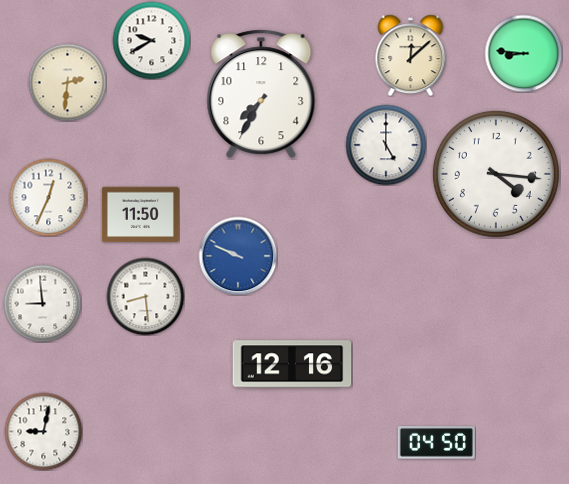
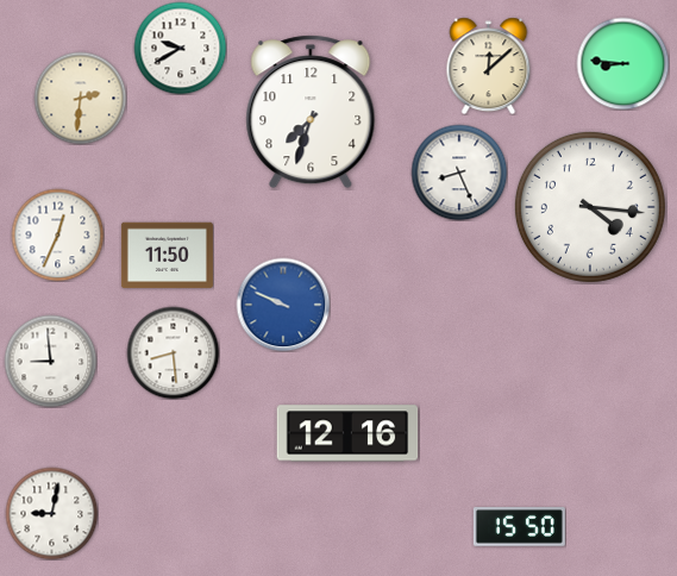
clock at (261, 94): 7:35 -> 7:33
clock at (386, 145): 5:00 -> 8:26
clock at (436, 443): 04:50 -> 15:50
